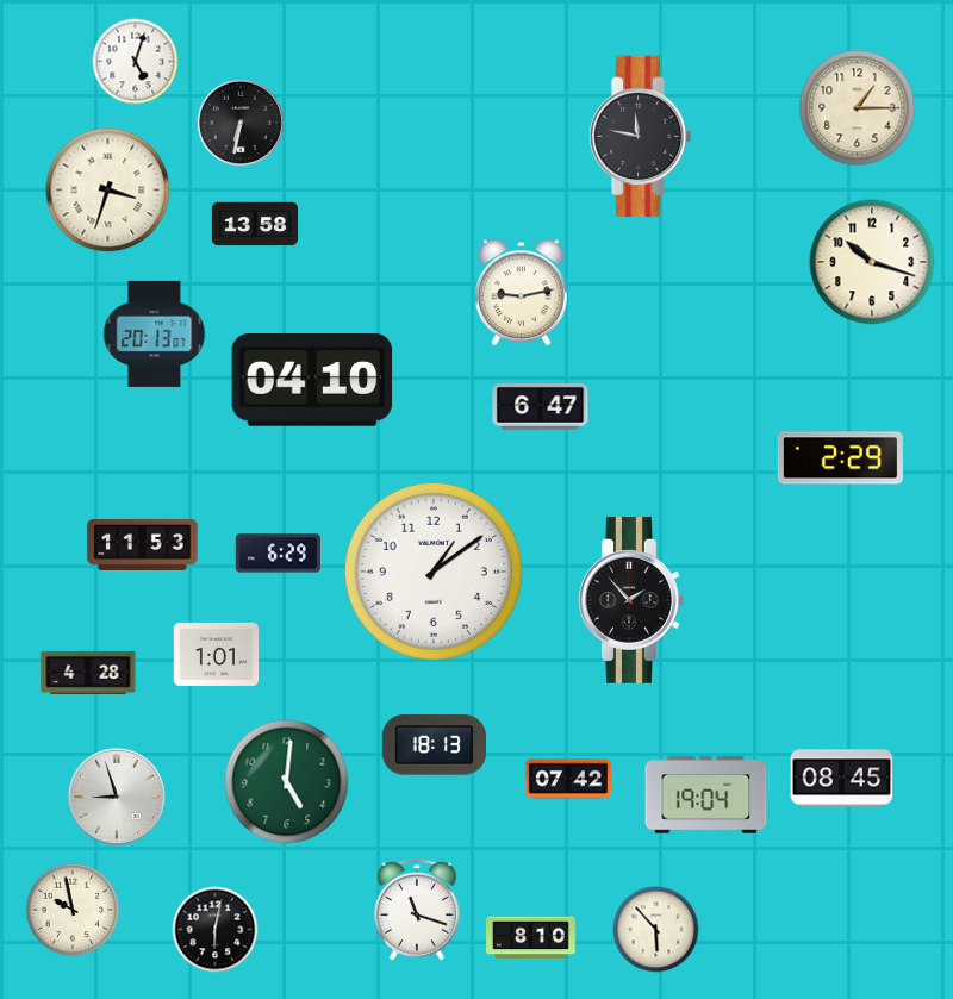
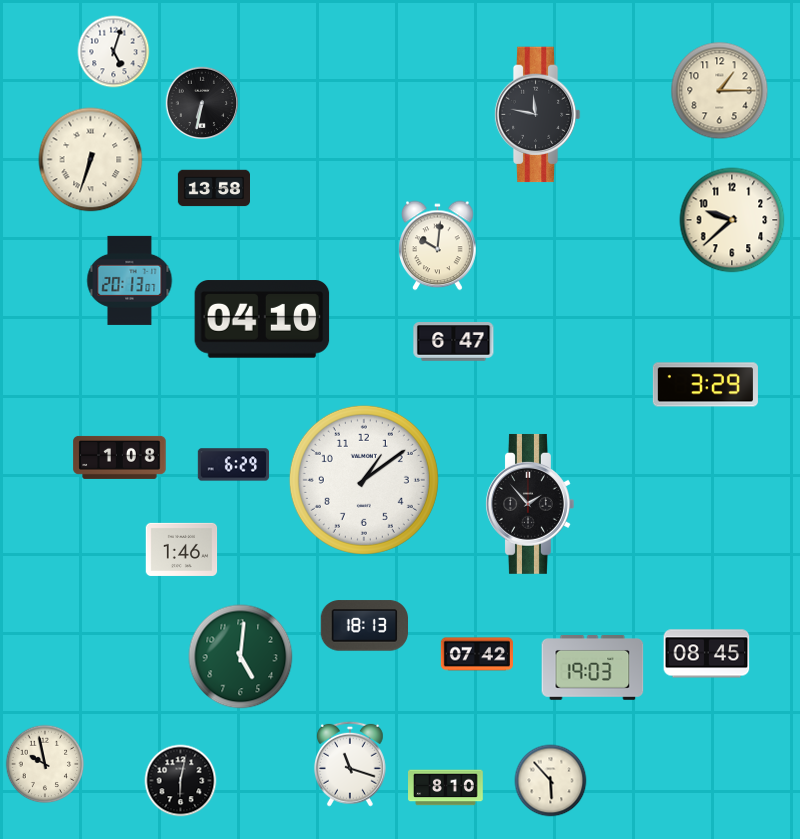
clock at (108, 191): 3:33 -> 6:33
clock at (872, 262): 10:18 -> 9:38
clock at (522, 293): 9:13 -> 10:01
clock at (840, 458): 2:29 -> 3:29
clock at (143, 544): 11:53 -> 1:08
clock at (217, 654): 1:01 -> 1:46
clock at (88, 673): 4:28 -> none
clock at (706, 795): 19:04 -> 19:03
clock at (117, 797): 8:57 -> none
clock at (73, 910) position: (73, 910) -> (45, 764)
